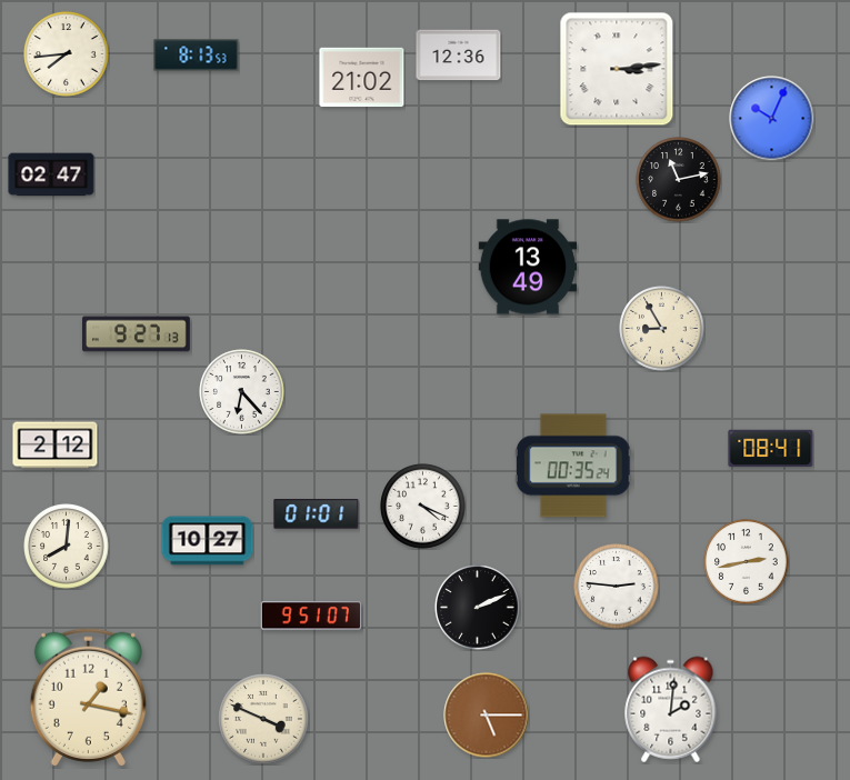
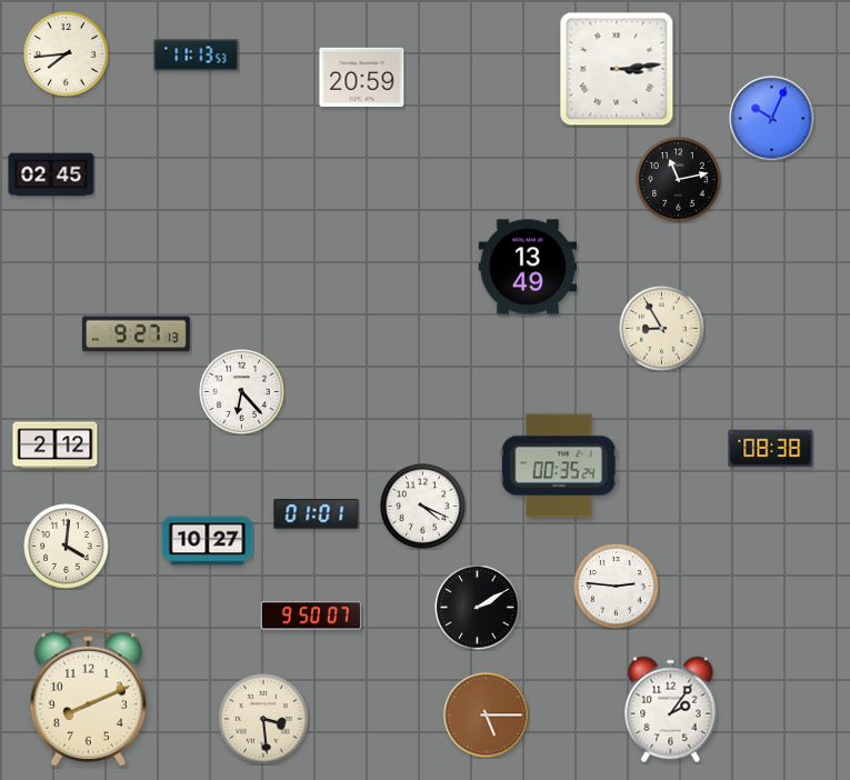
clock at (197, 56): 8:13 -> 11:13
clock at (459, 56): 12:36 -> none
clock at (362, 78): 21:02 -> 20:59
clock at (51, 174): 02:47 -> 02:45
clock at (771, 449): 08:41 -> 08:38
clock at (573, 466) position: (573, 466) -> (559, 466)
clock at (67, 547): 8:01 -> 4:01
clock at (747, 562): 2:43 -> none
clock at (478, 608): 2:11 -> 2:10
clock at (310, 616): 9:51 -> 9:50
clock at (88, 697): 1:17 -> 8:11
clock at (671, 710): 2:01 -> 2:06
clock at (263, 719): 3:49 -> 3:29
